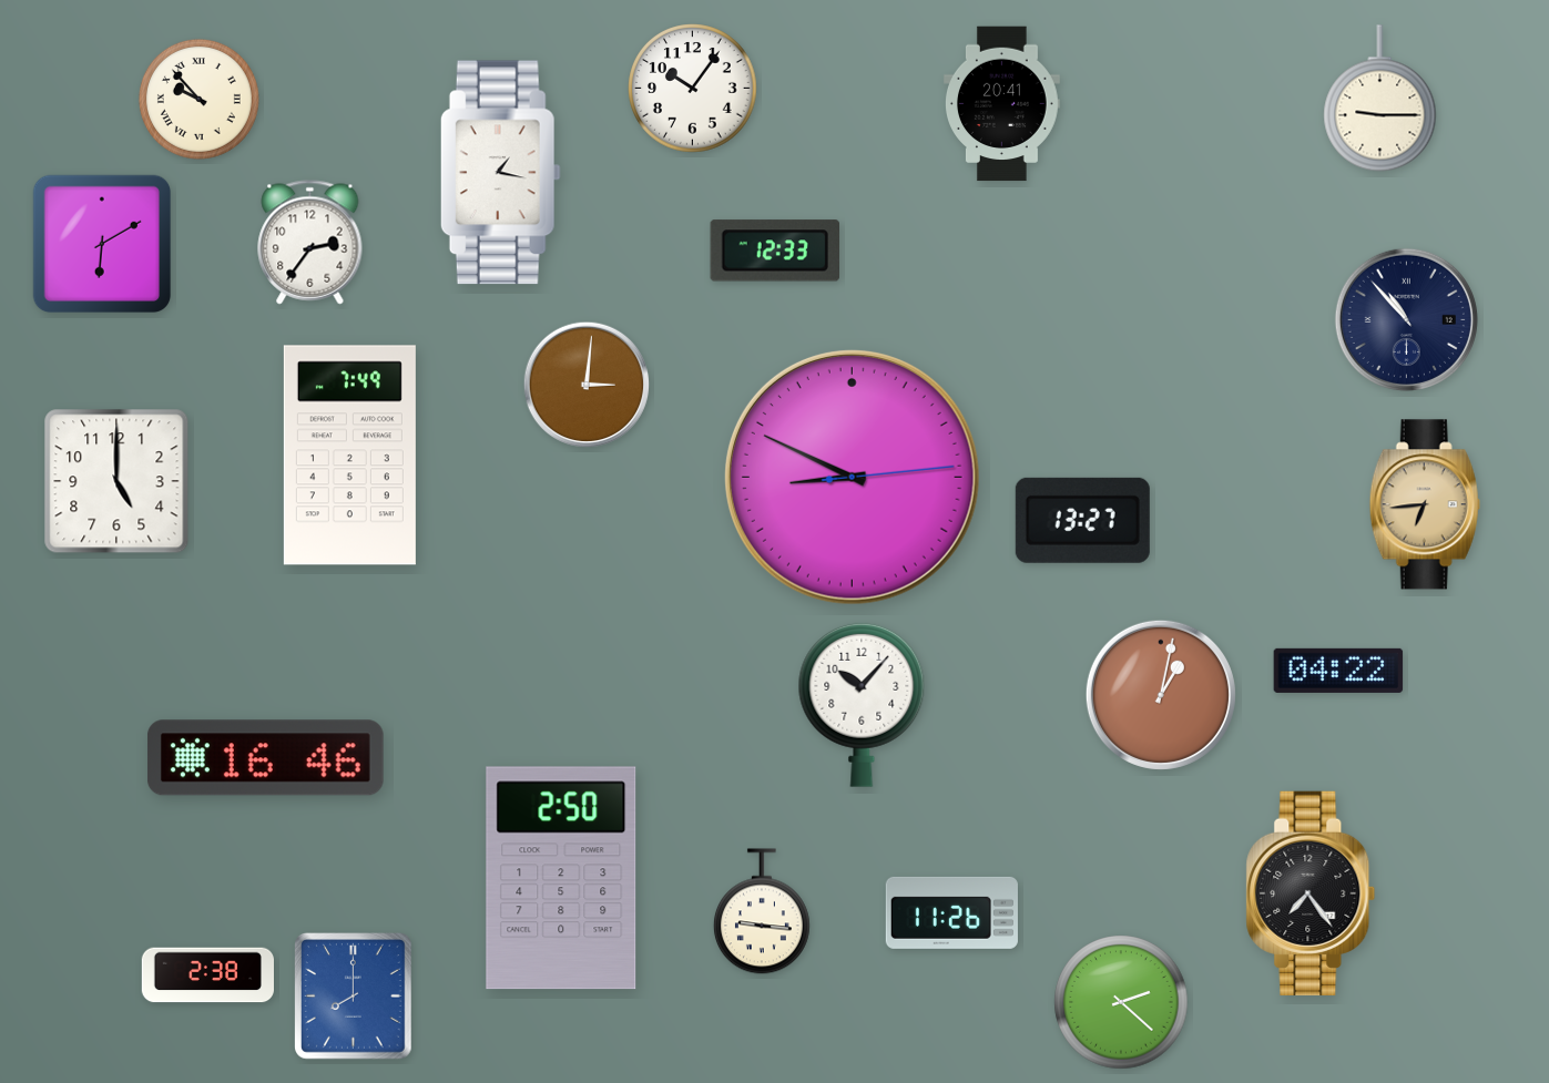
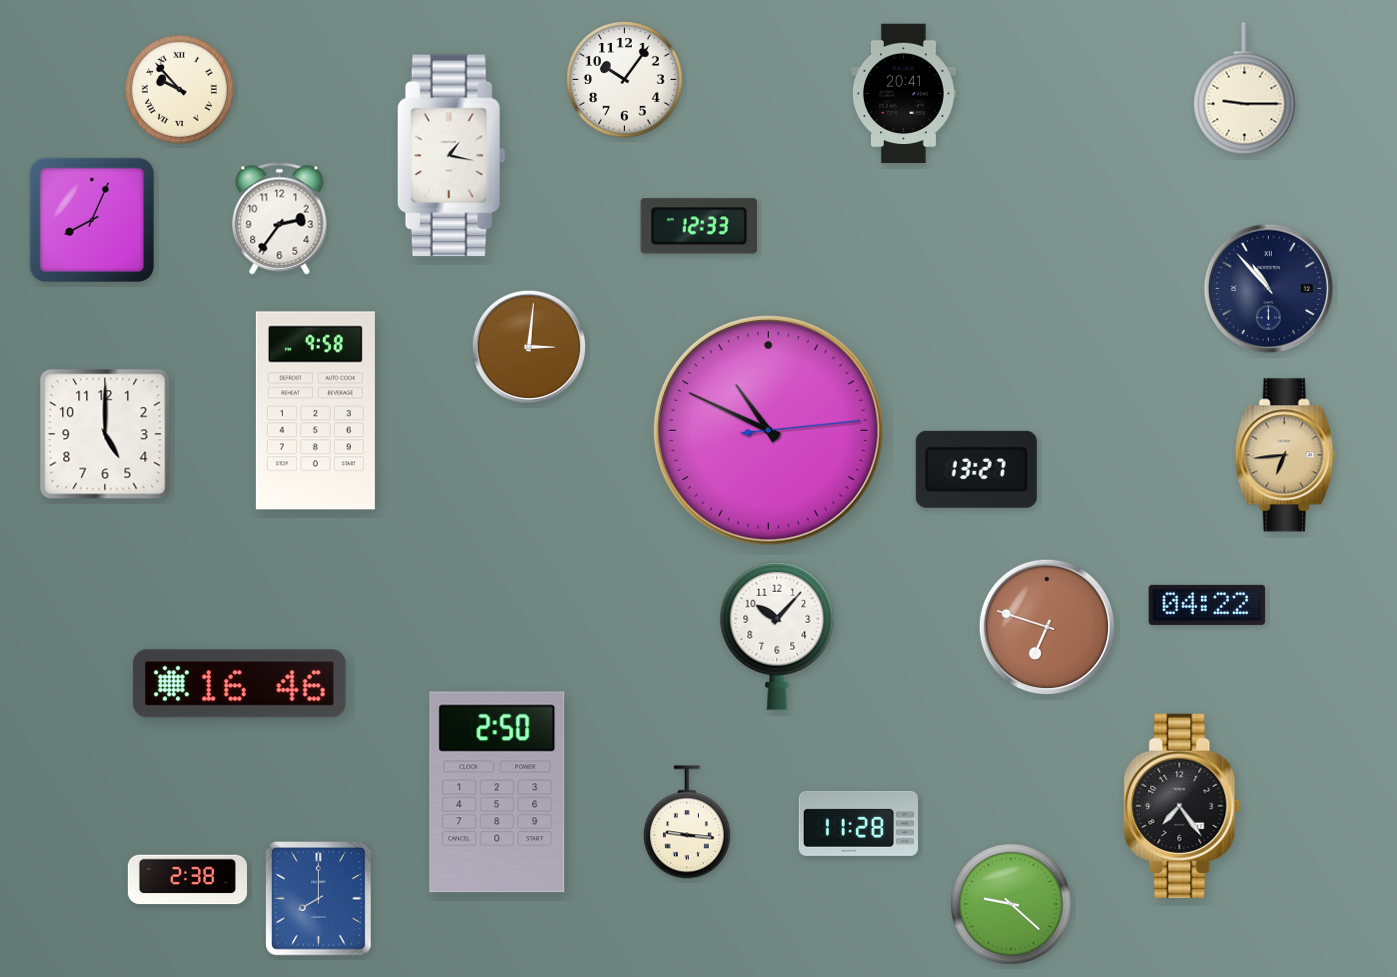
clock at (102, 244): 6:10 -> 8:04
clock at (349, 456): 7:49 -> 9:58
clock at (852, 477): 8:49 -> 10:49
clock at (1161, 695): 1:02 -> 6:48
clock at (561, 878) position: (561, 878) -> (497, 792)
clock at (951, 912): 11:26 -> 11:28
clock at (1121, 1002): 2:22 -> 9:22
